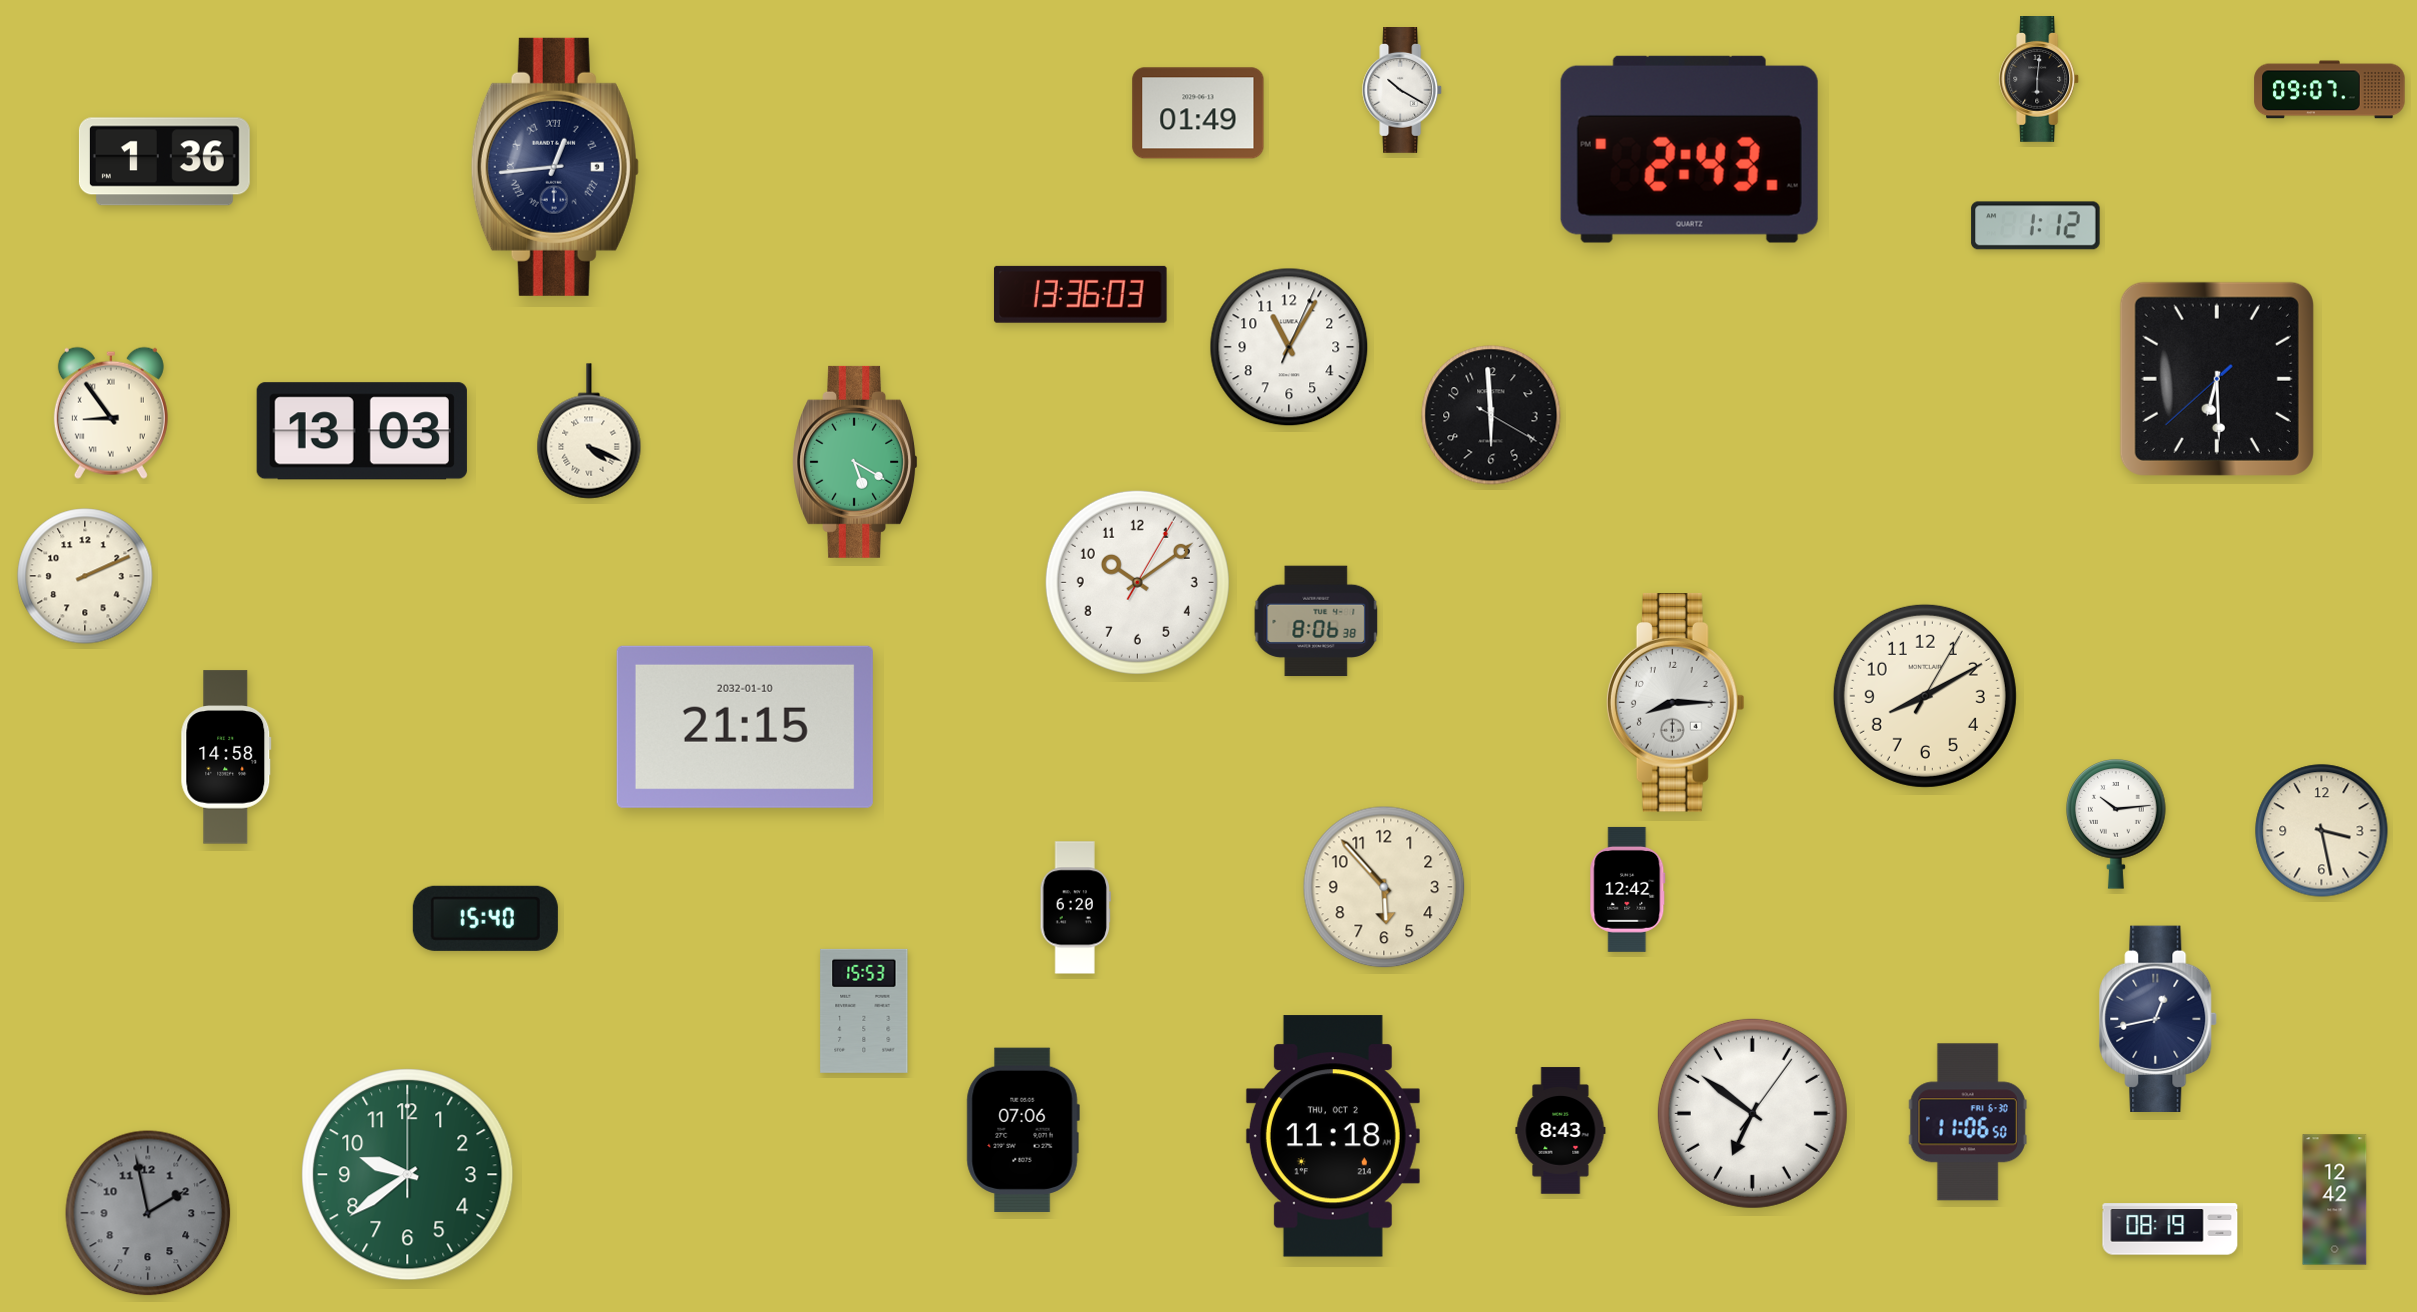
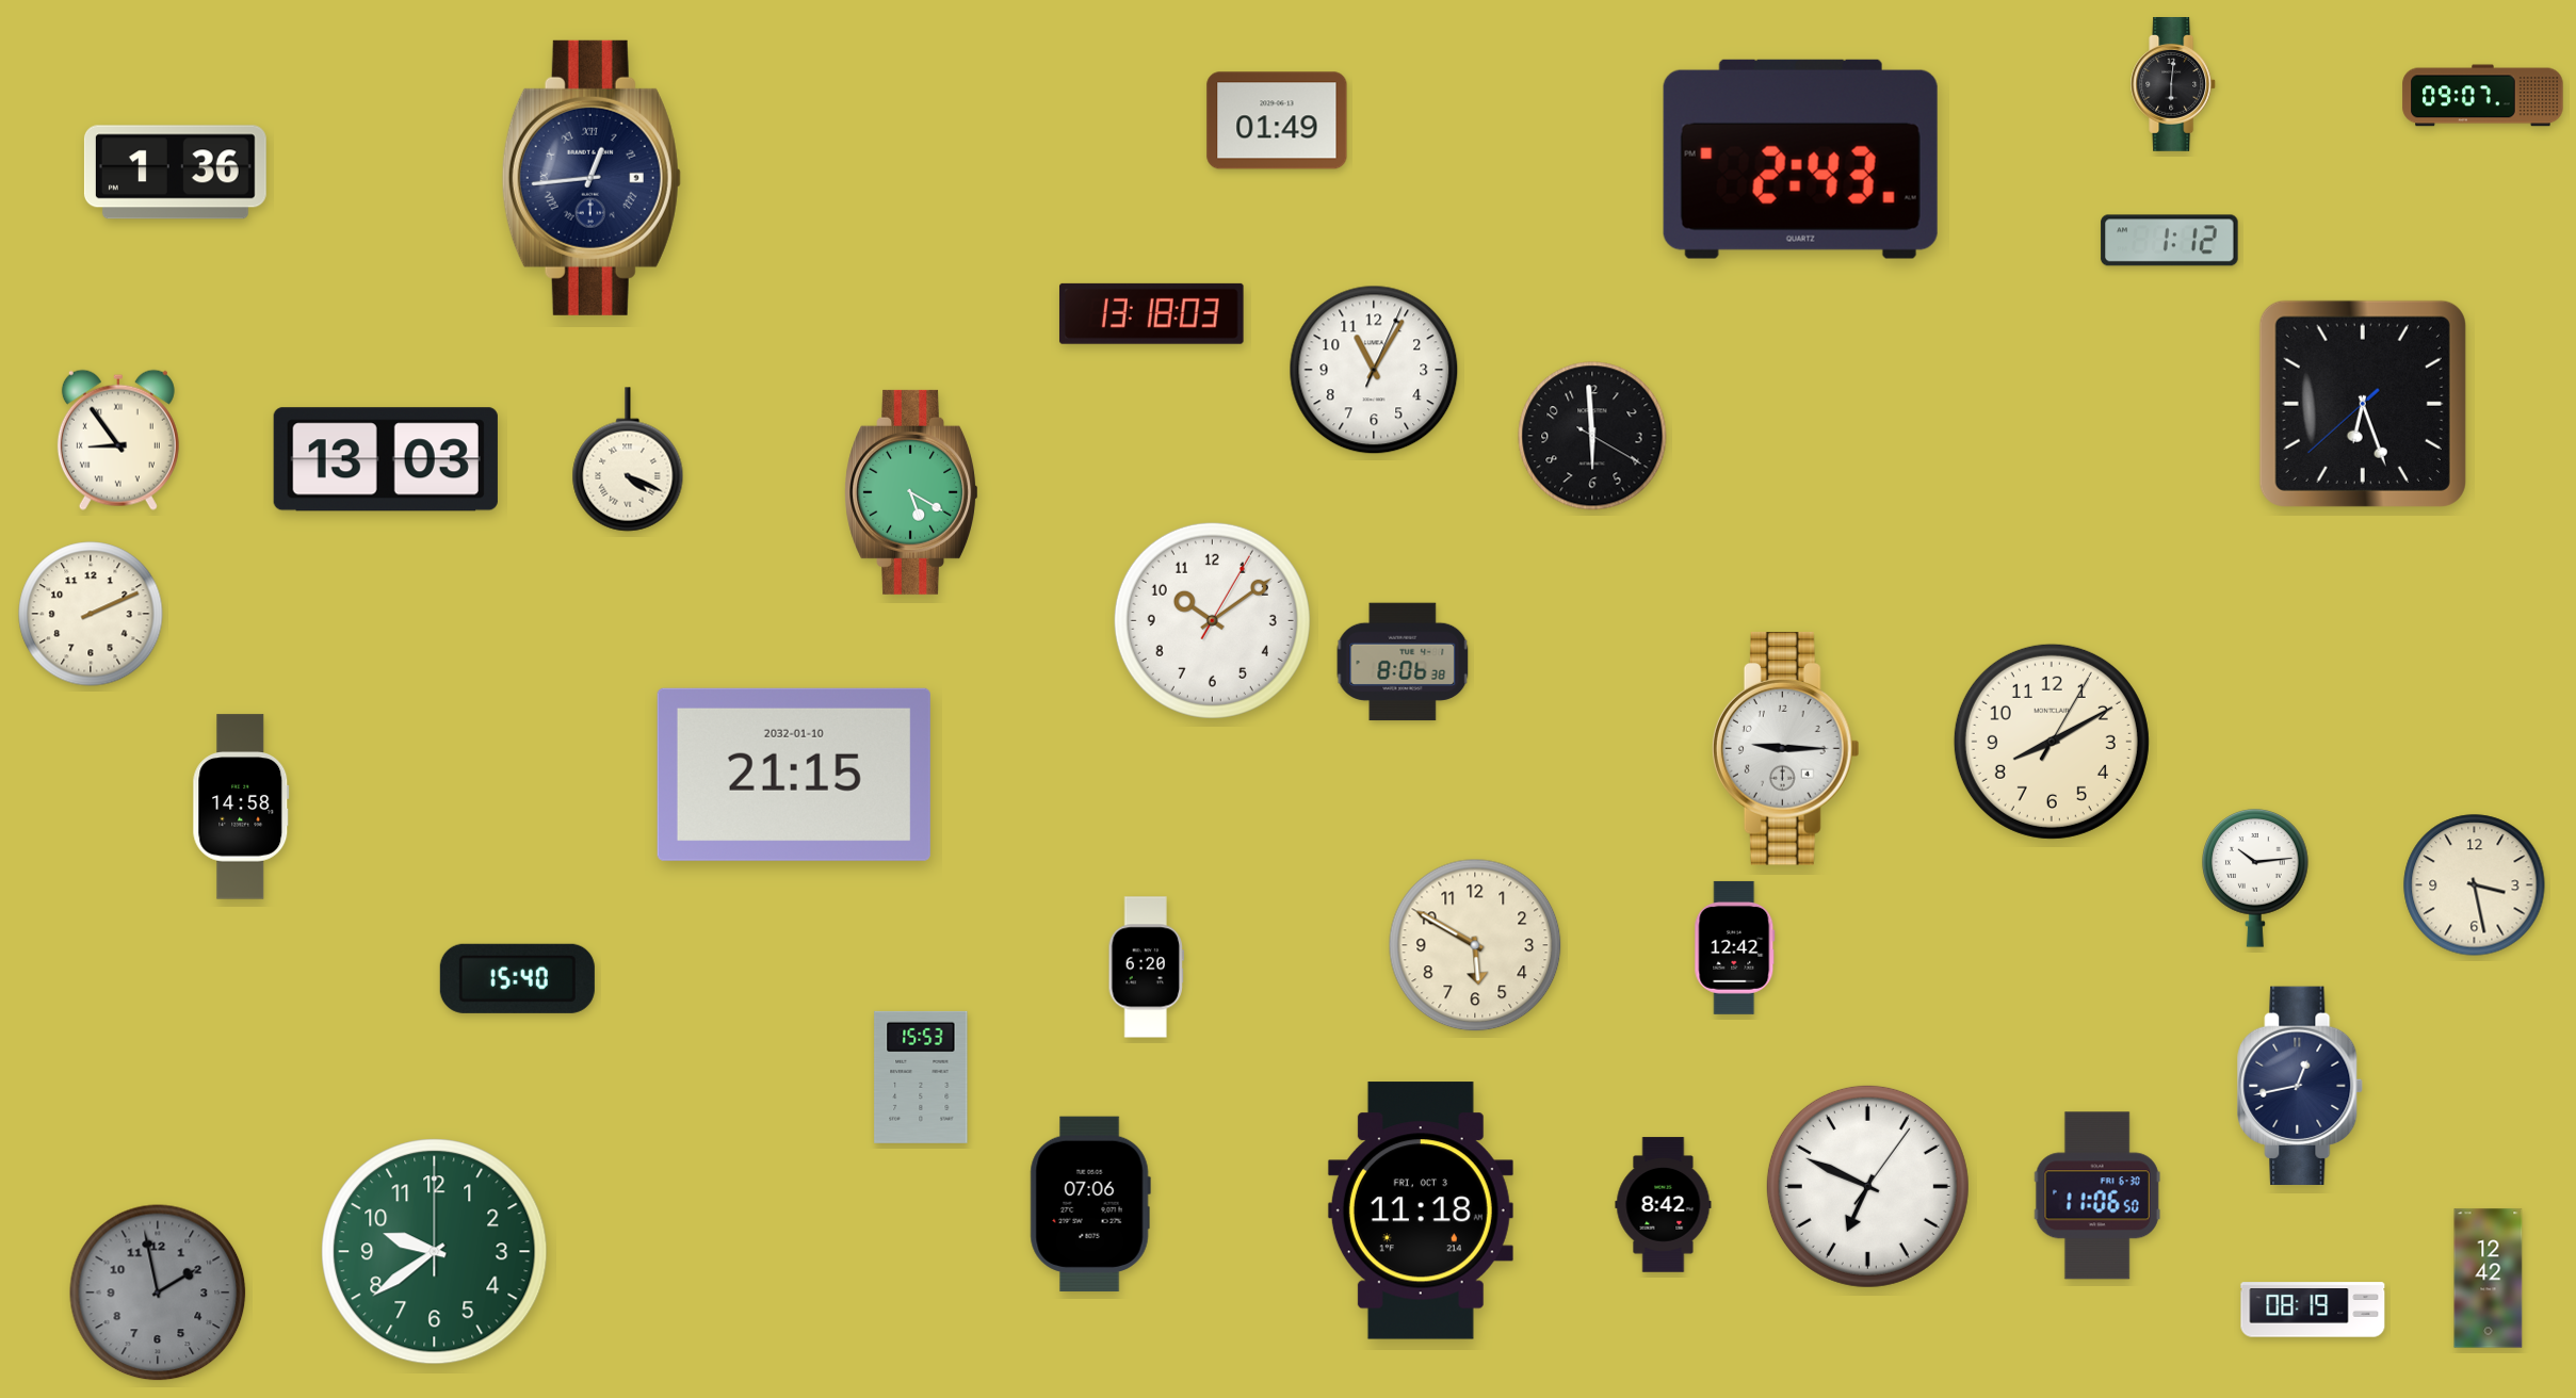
clock at (1403, 91): 10:20 -> none
clock at (1080, 294): 13:36 -> 13:18
clock at (2217, 379): 6:29 -> 6:26
clock at (1491, 415) position: (1491, 415) -> (1592, 436)
clock at (1675, 703): 8:15 -> 9:15
clock at (1384, 887): 5:53 -> 5:50
clock at (1752, 1113): 6:51 -> 6:49
clock at (1561, 1131): 8:43 -> 8:42
clock at (1333, 1136) date: THU, OCT 2 -> FRI, OCT 3
